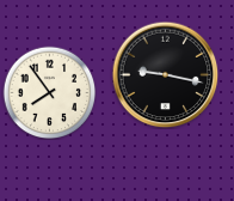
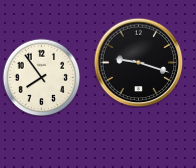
clock at (165, 74): 9:17 -> 9:18
